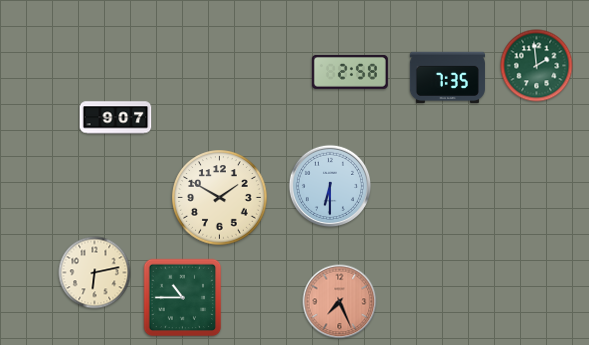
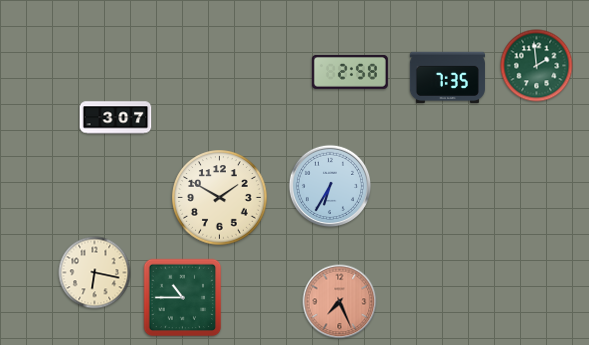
clock at (116, 118): 9:07 -> 3:07
clock at (330, 186): 6:30 -> 6:35
clock at (95, 273): 6:13 -> 6:17
